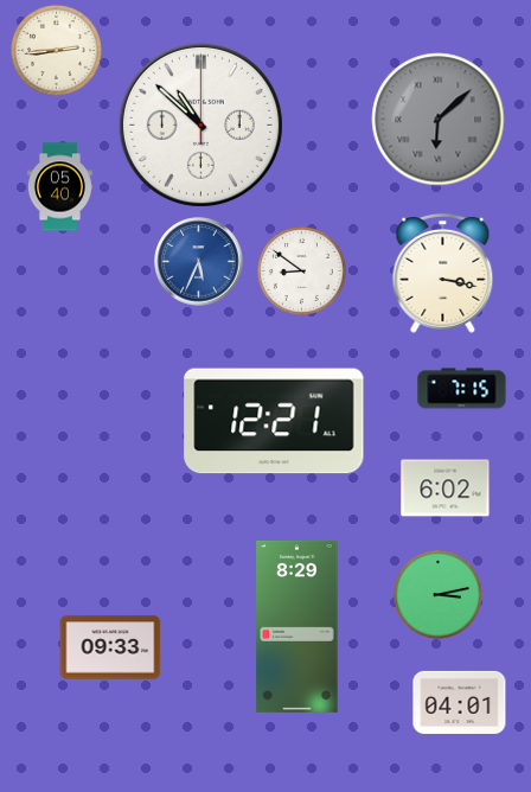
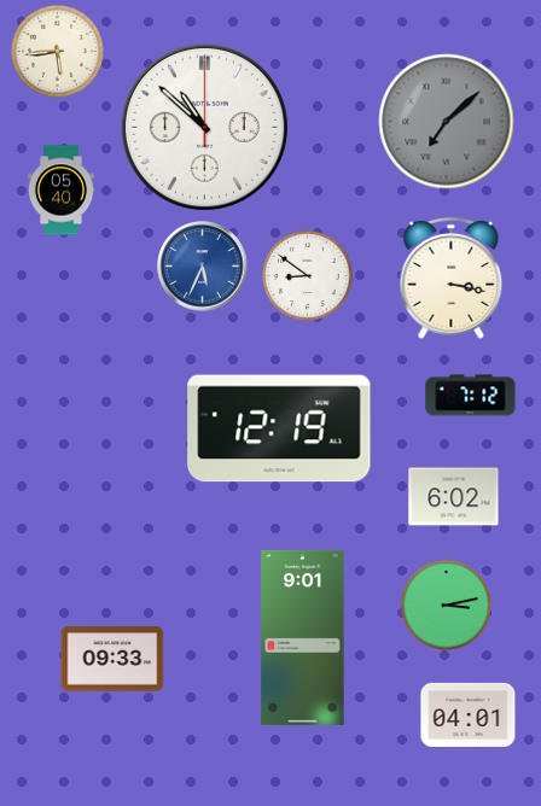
clock at (56, 50): 2:44 -> 5:44
clock at (439, 120): 6:08 -> 7:08
clock at (462, 389): 7:15 -> 7:12
clock at (274, 421): 12:21 -> 12:19
clock at (298, 626): 8:29 -> 9:01
